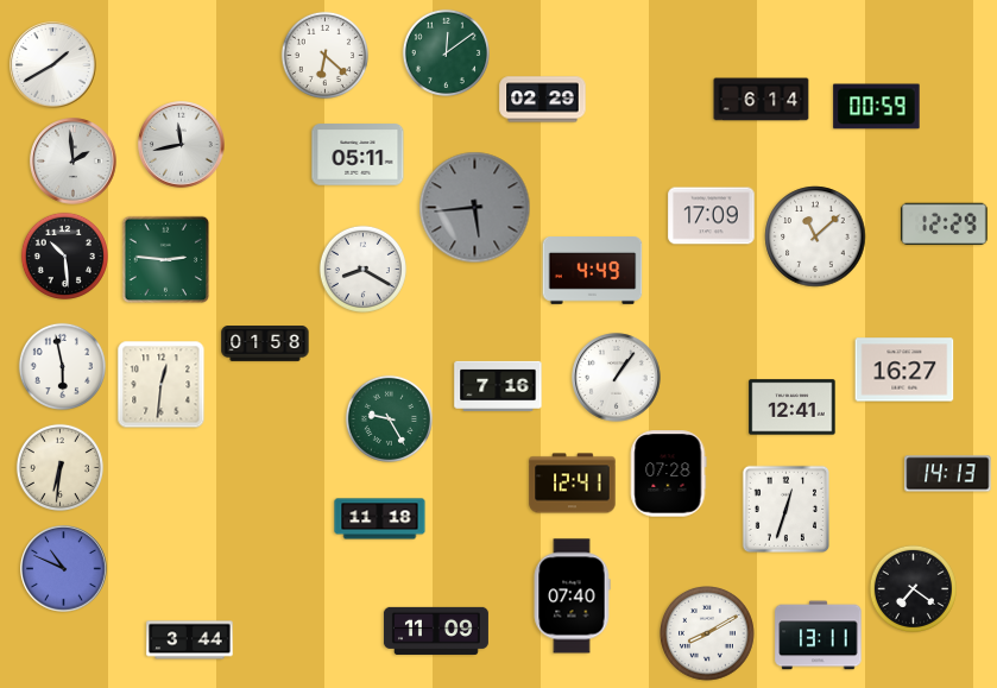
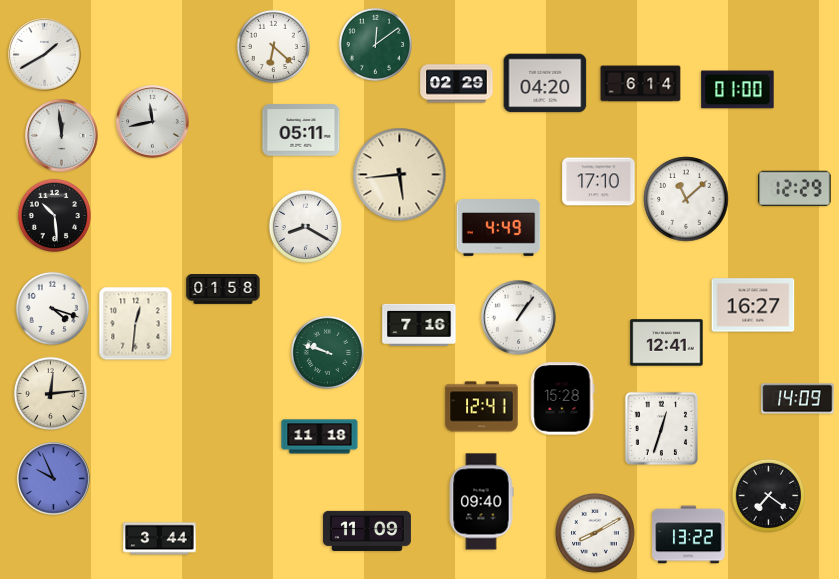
clock at (545, 83): none -> 04:20
clock at (877, 107): 00:59 -> 01:00
clock at (74, 162): 1:59 -> 11:59
clock at (475, 208) dial: grey -> cream
clock at (712, 216): 17:09 -> 17:10
clock at (166, 260): 2:46 -> none
clock at (62, 366): 5:58 -> 4:18
clock at (904, 370) position: (904, 370) -> (753, 305)
clock at (389, 418): 9:25 -> 9:48
clock at (59, 467): 6:31 -> 12:14
clock at (669, 474): 07:28 -> 15:28
clock at (948, 474): 14:13 -> 14:09
clock at (64, 569): 10:49 -> 9:56
clock at (572, 597): 07:40 -> 09:40
clock at (819, 636): 13:11 -> 13:22
